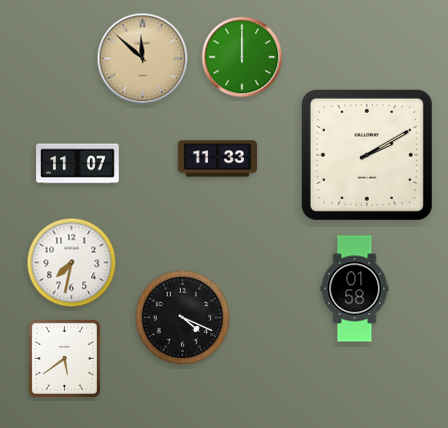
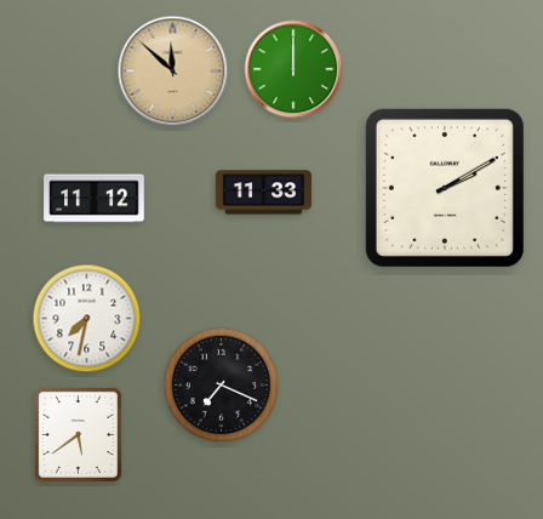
clock at (78, 164): 11:07 -> 11:12
clock at (355, 289): 01:58 -> none
clock at (183, 318): 4:19 -> 7:19
